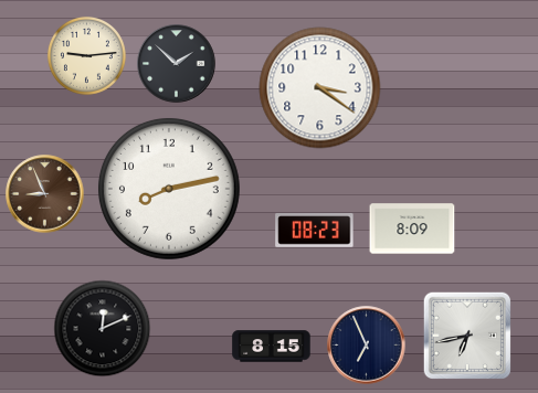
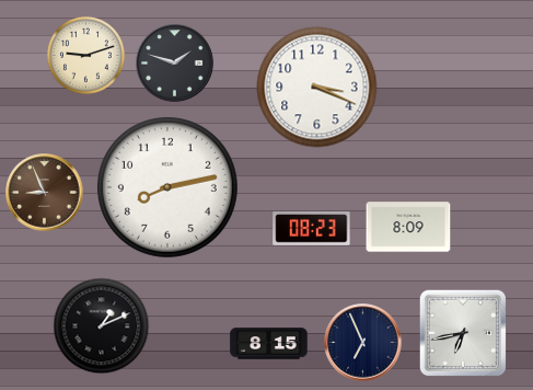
clock at (86, 55): 9:14 -> 9:12
clock at (177, 64): 1:52 -> 1:48
clock at (320, 88): 3:21 -> 3:19
clock at (103, 329): 12:11 -> 1:11
